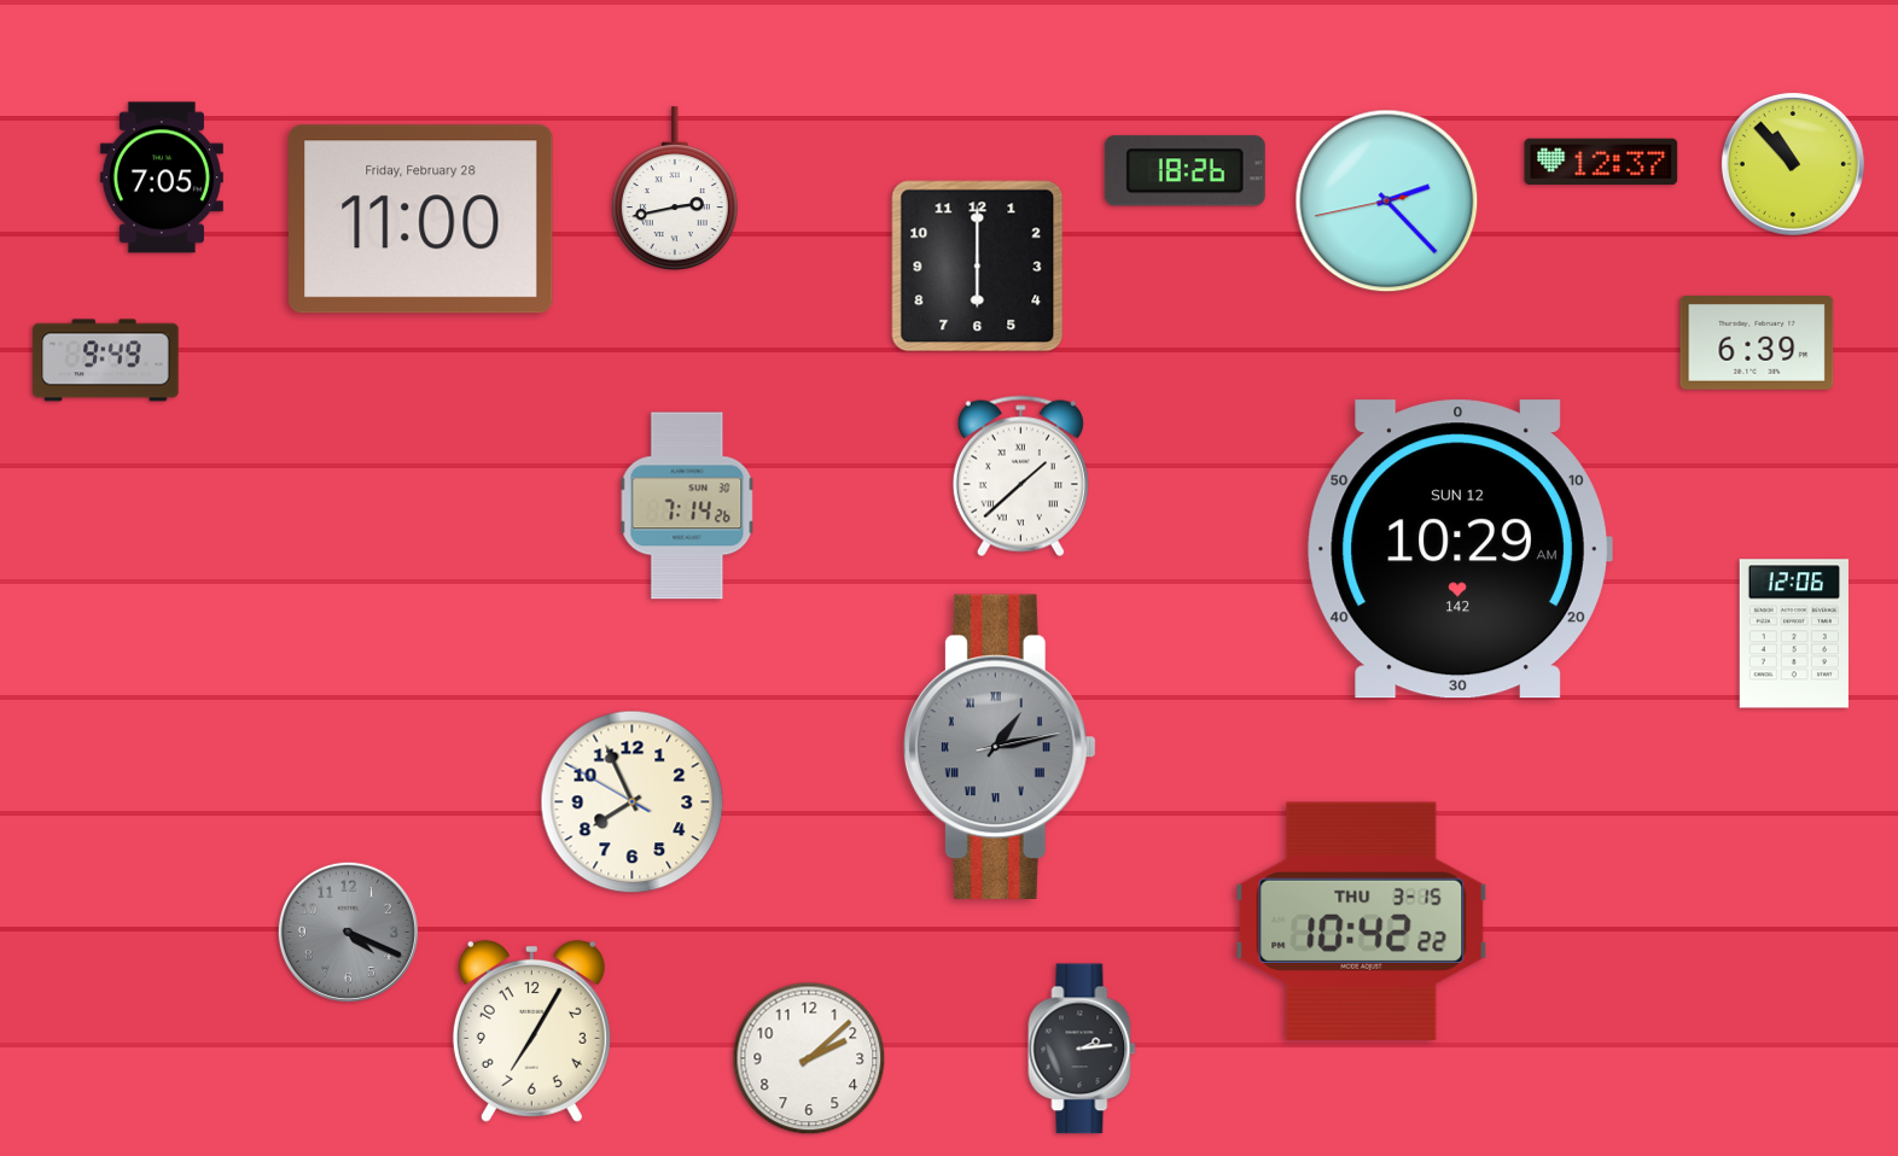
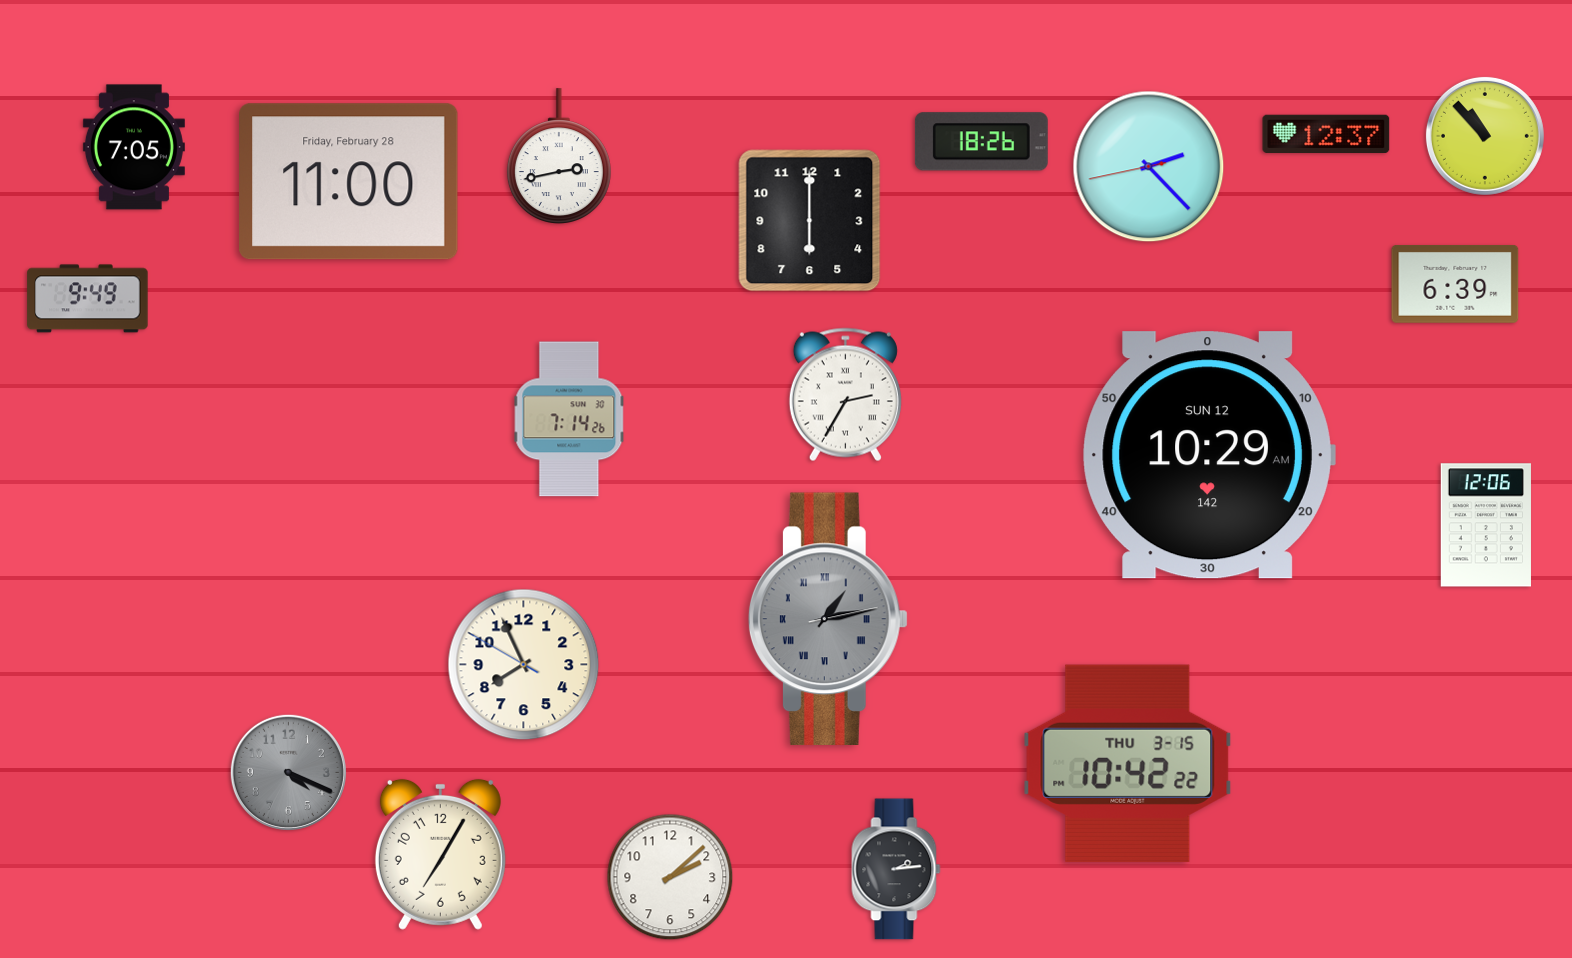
clock at (1020, 477): 1:38 -> 2:35
